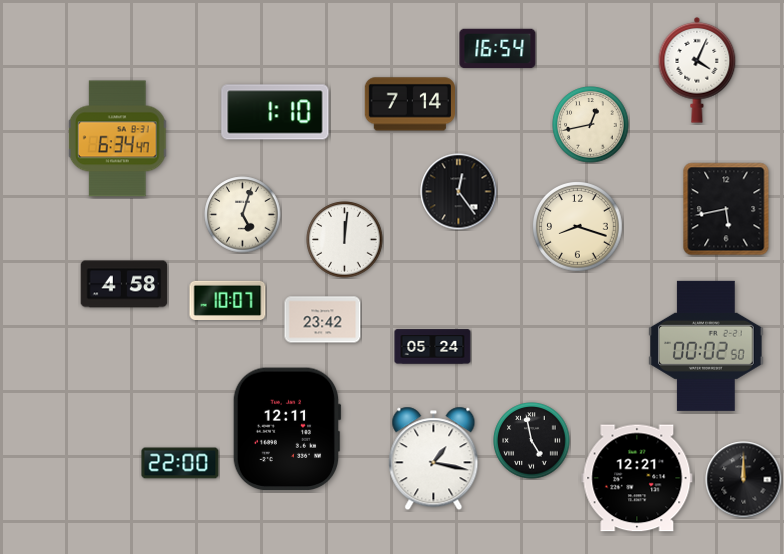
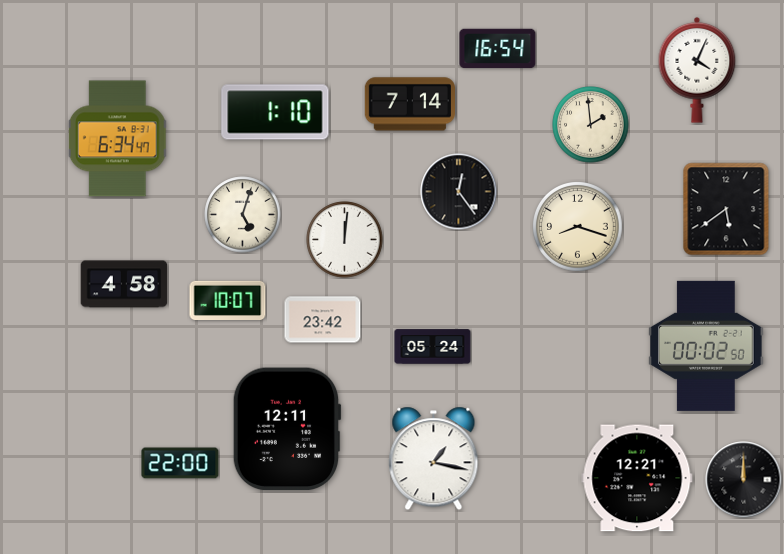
clock at (591, 125): 12:43 -> 1:59
clock at (726, 209): 5:43 -> 5:39
clock at (532, 441): 4:58 -> none
